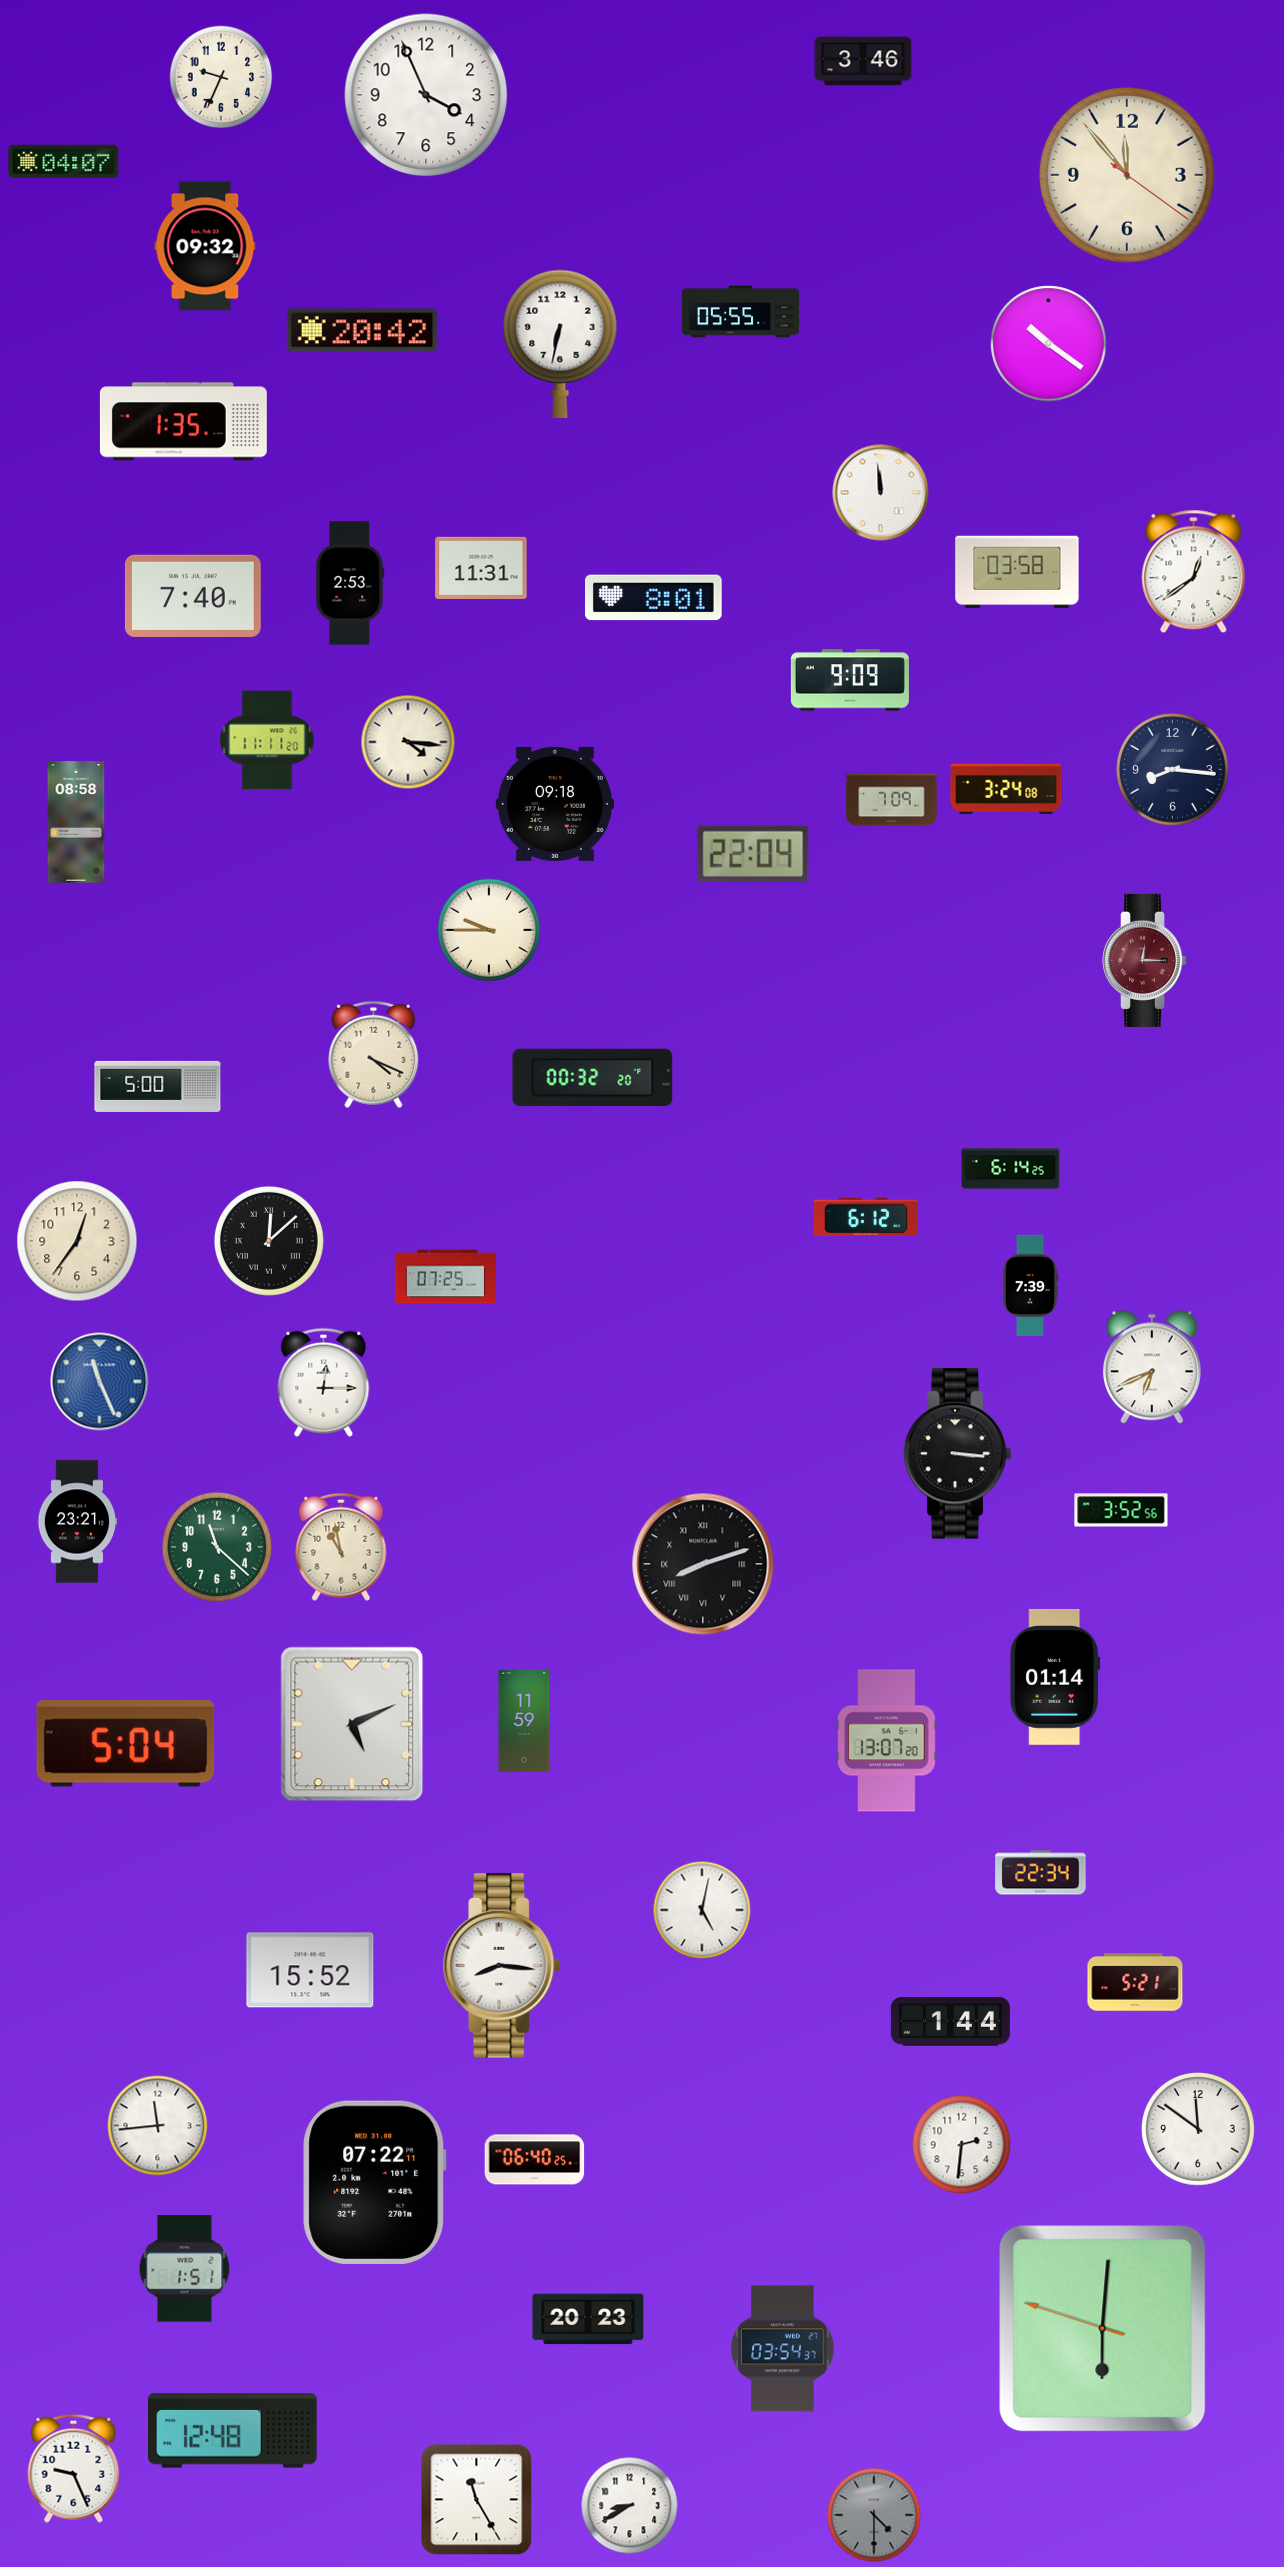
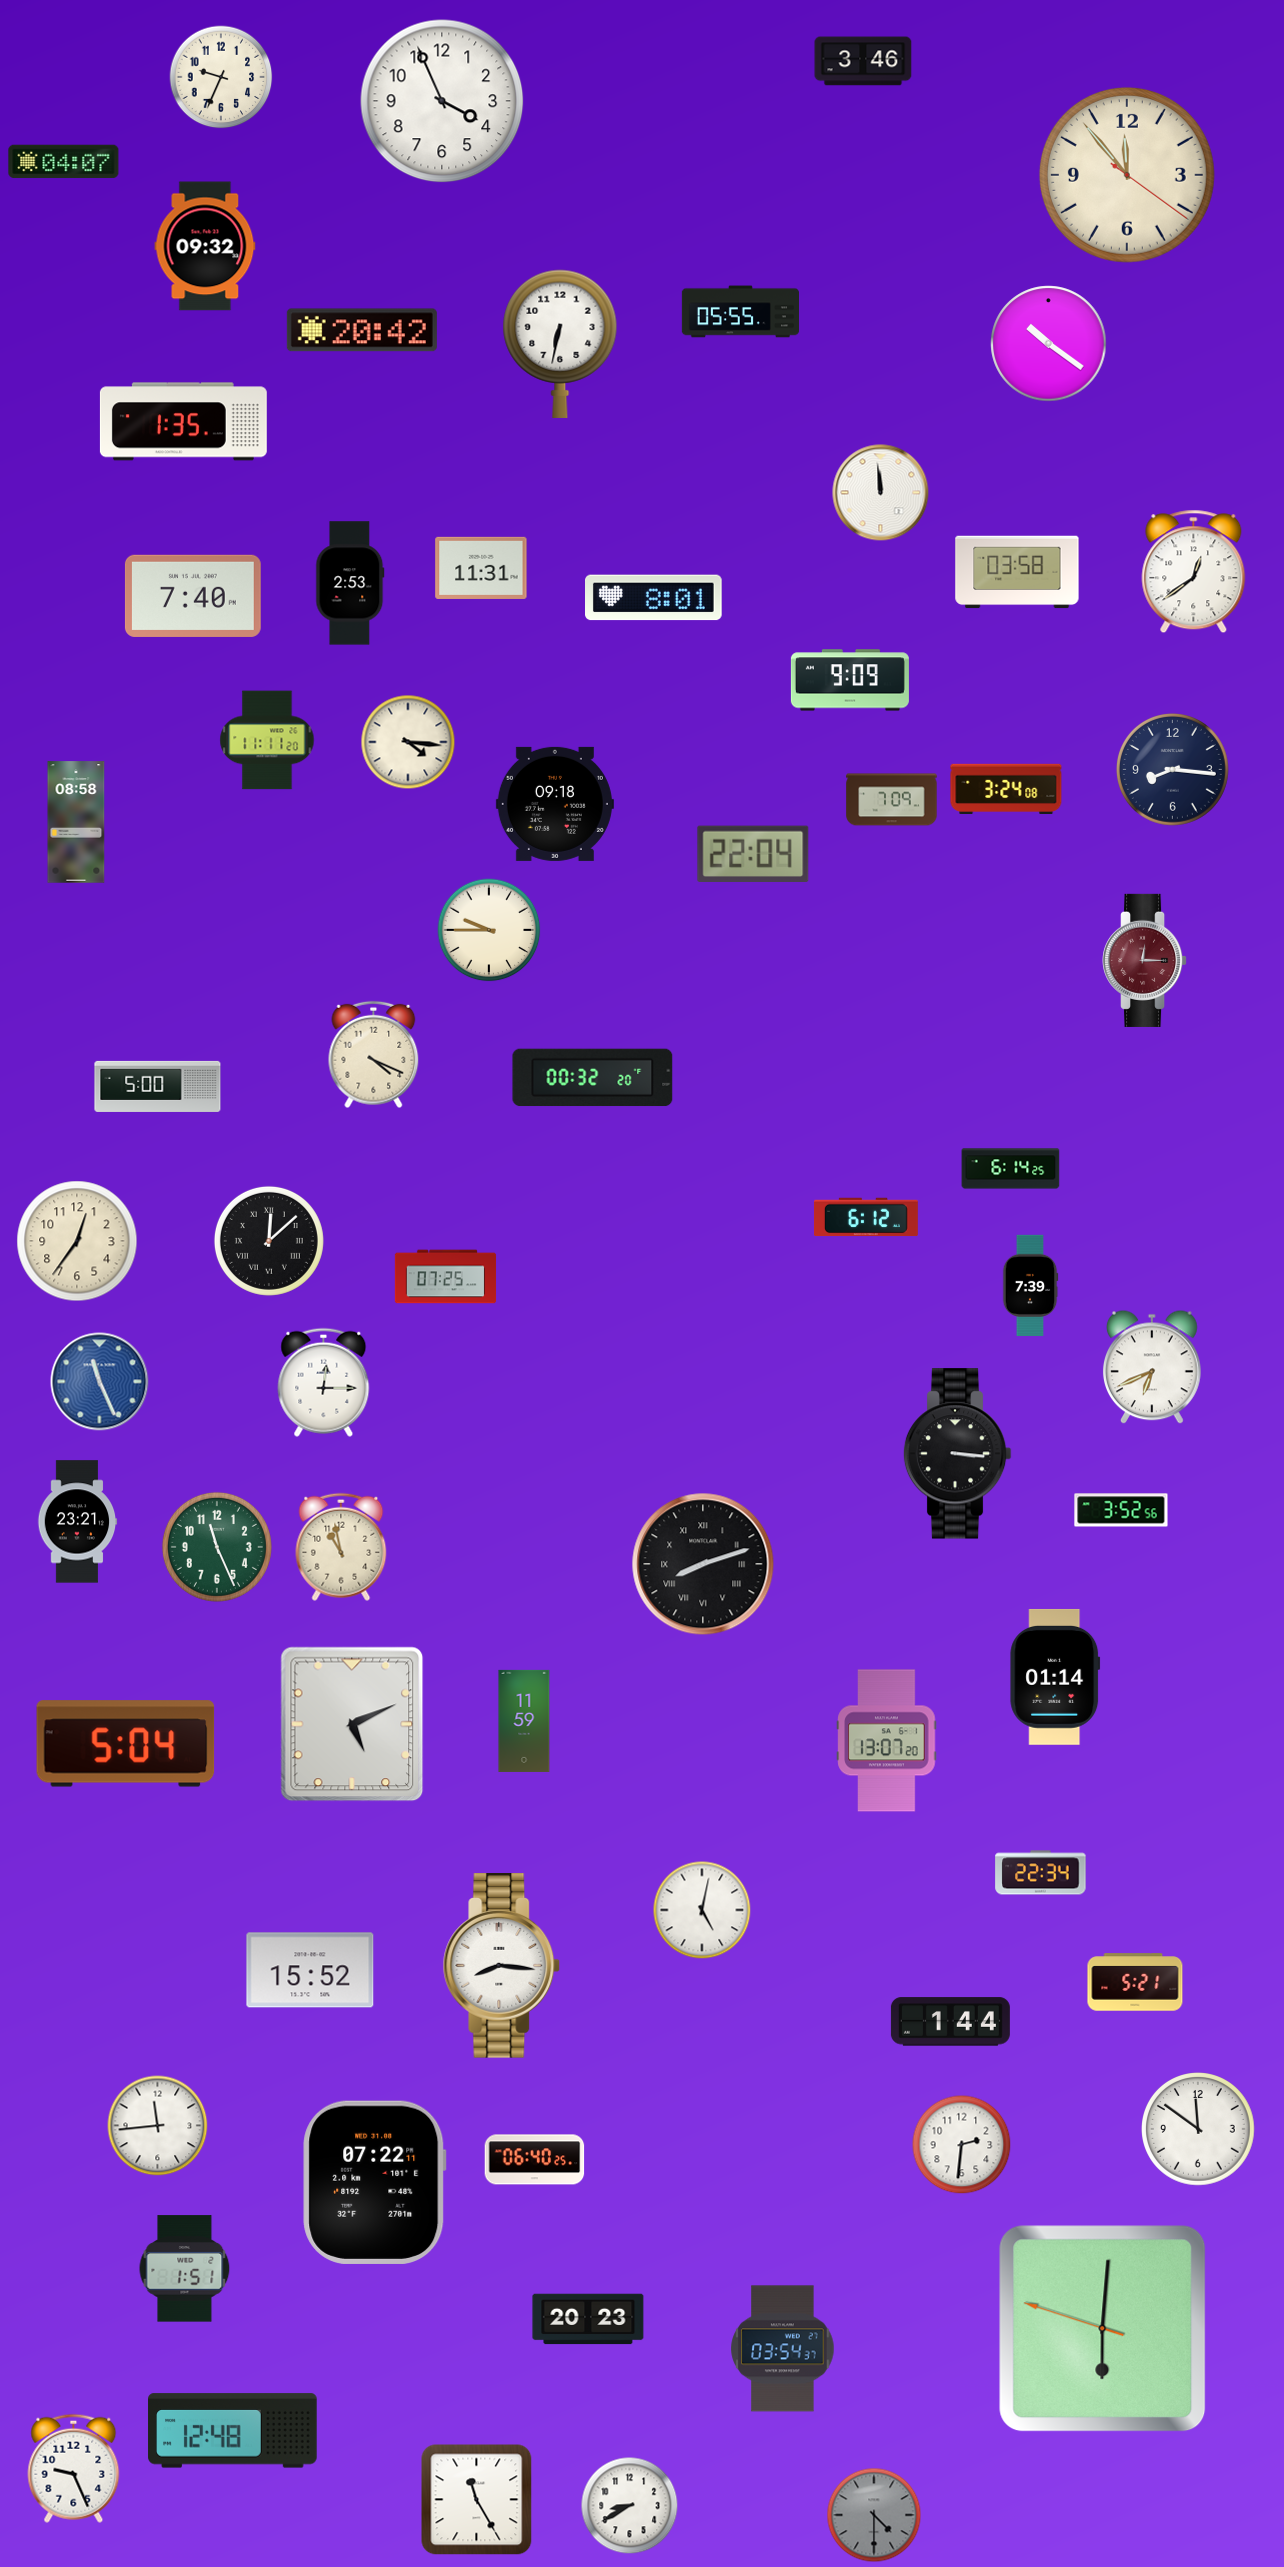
clock at (426, 95) position: (426, 95) -> (442, 101)
clock at (217, 1547): 11:22 -> 11:26
